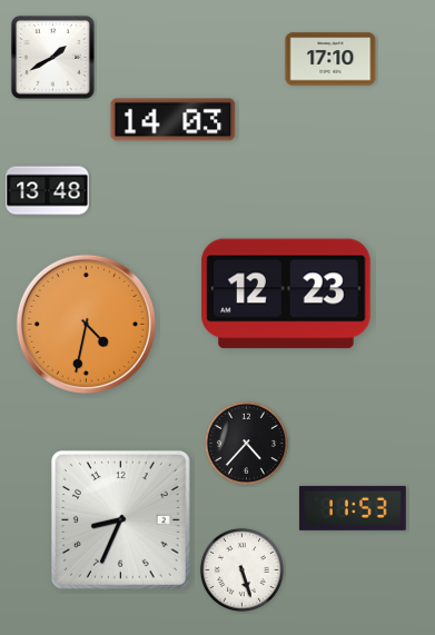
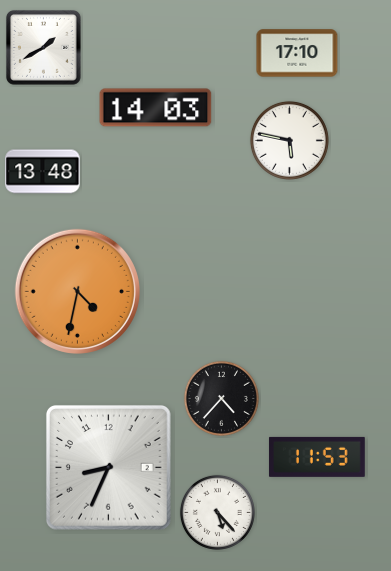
clock at (52, 57) position: (52, 57) -> (43, 47)
clock at (289, 140): none -> 5:47
clock at (286, 294): 12:23 -> none
clock at (241, 569): 5:27 -> 5:23
